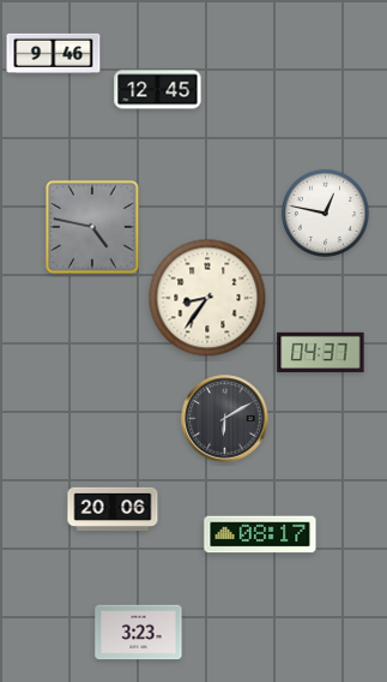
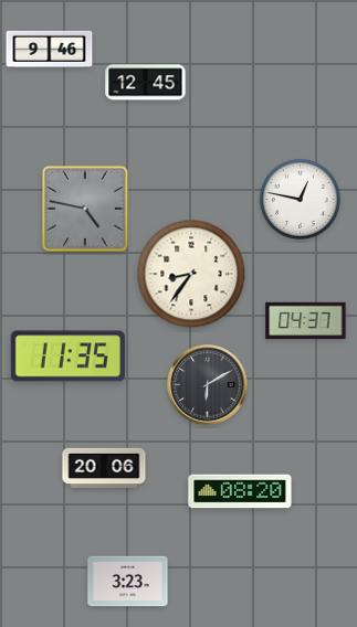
clock at (325, 213) position: (325, 213) -> (300, 199)
clock at (321, 352) position: (321, 352) -> (306, 320)
clock at (67, 357): none -> 11:35
clock at (260, 534): 08:17 -> 08:20
